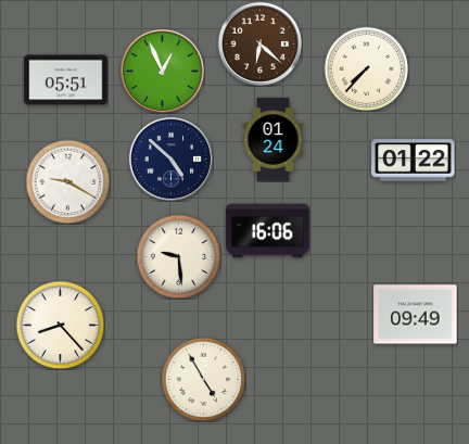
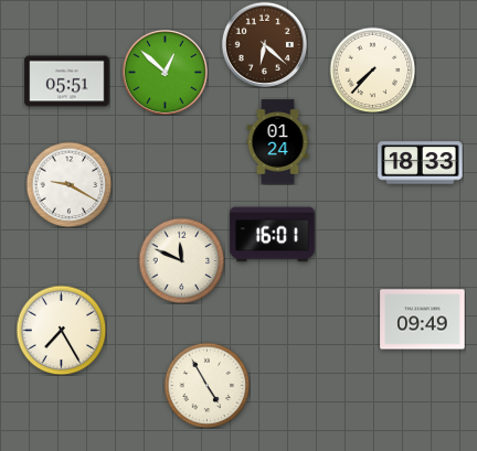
clock at (162, 71): 12:56 -> 12:52
clock at (170, 158): 4:52 -> none
clock at (414, 161): 01:22 -> 18:33
clock at (268, 231): 16:06 -> 16:01
clock at (178, 256): 9:29 -> 11:49
clock at (60, 325): 8:23 -> 7:25
